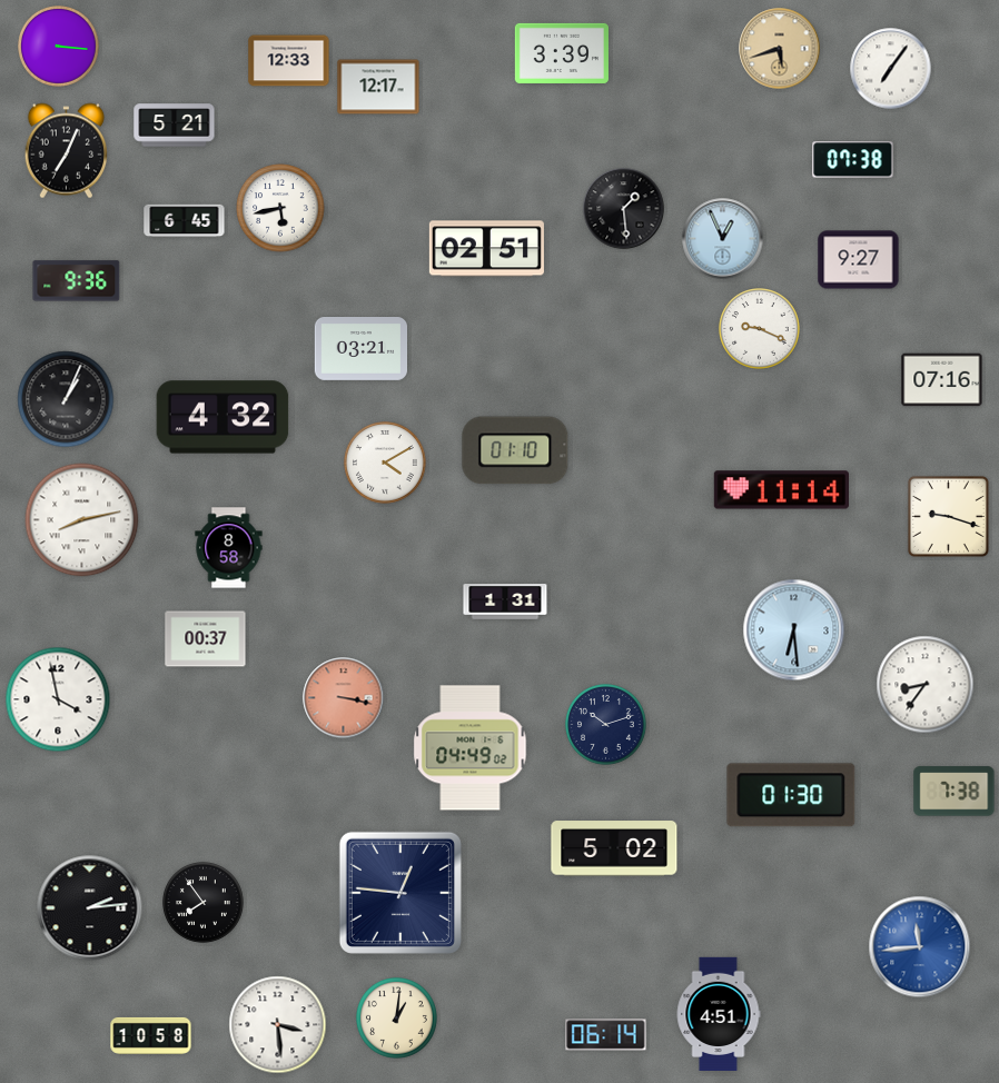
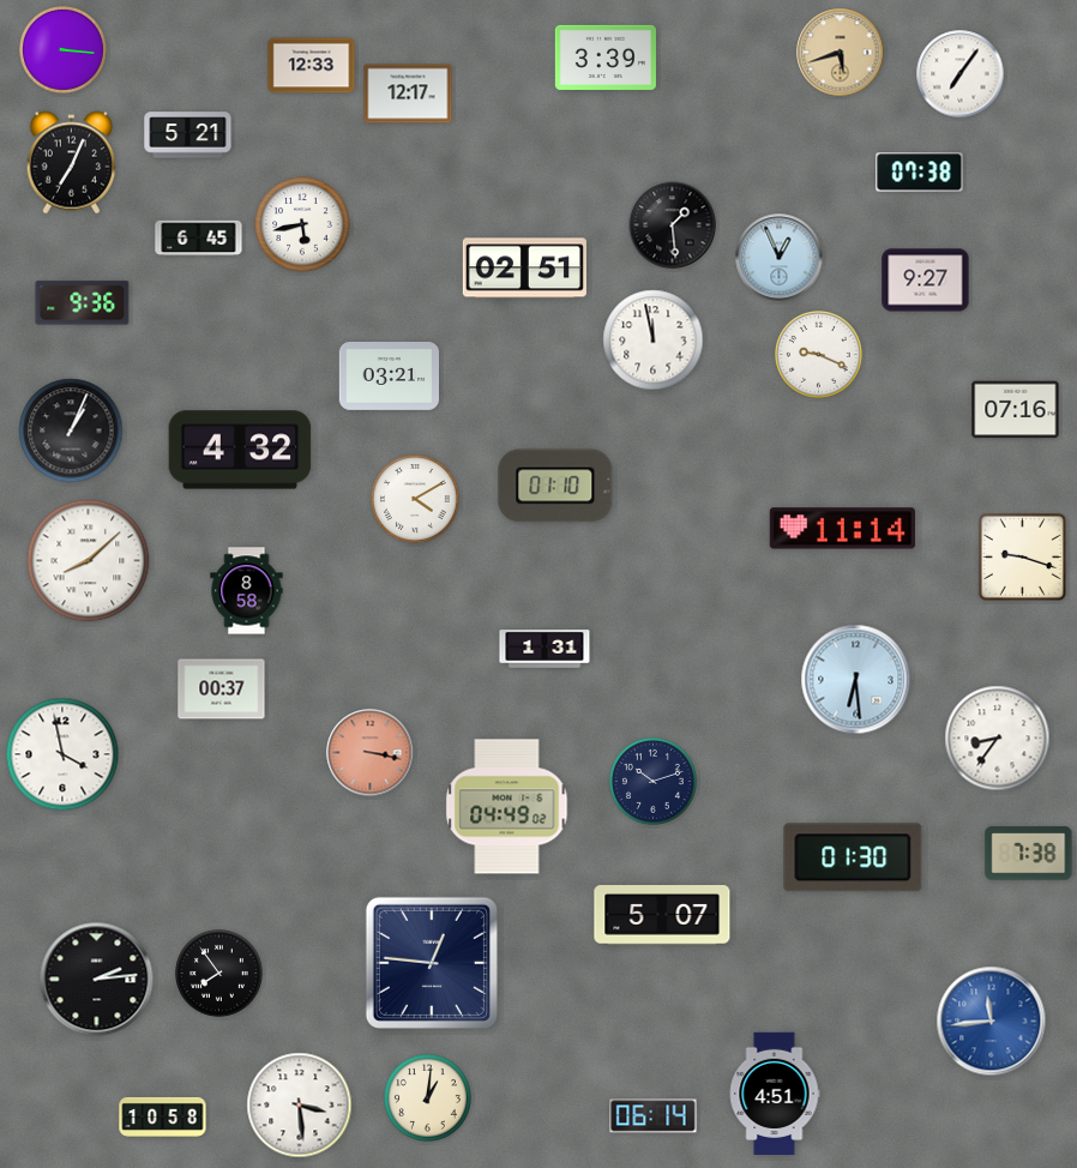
clock at (654, 341): none -> 11:58
clock at (82, 520): 8:13 -> 8:08
clock at (614, 848): 5:02 -> 5:07
